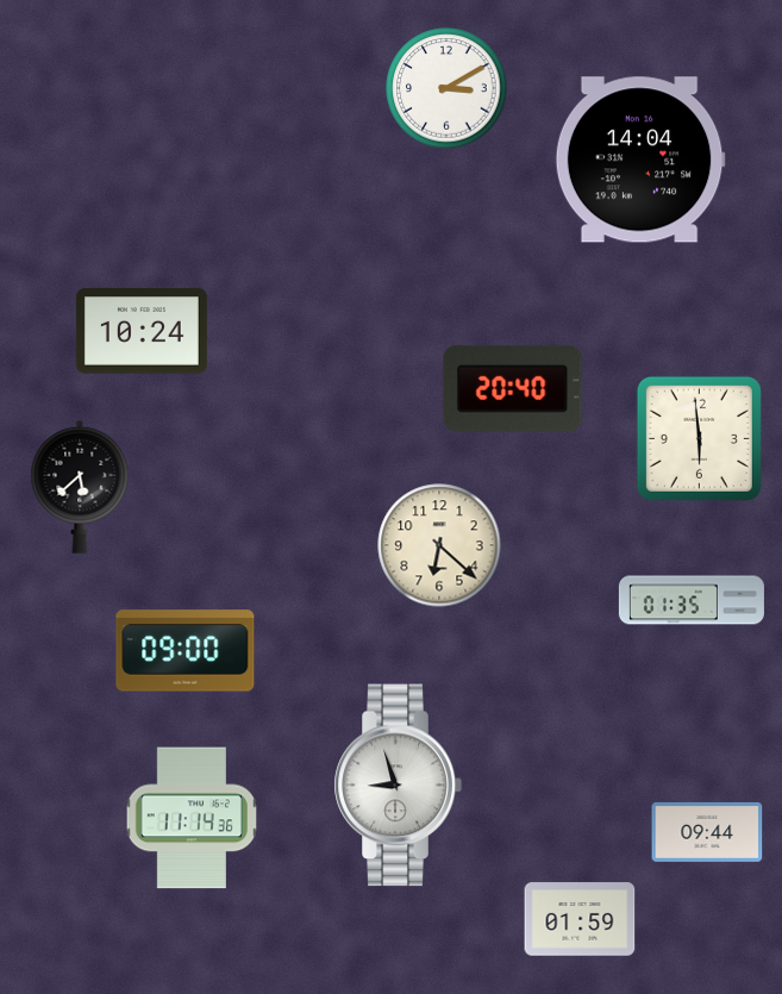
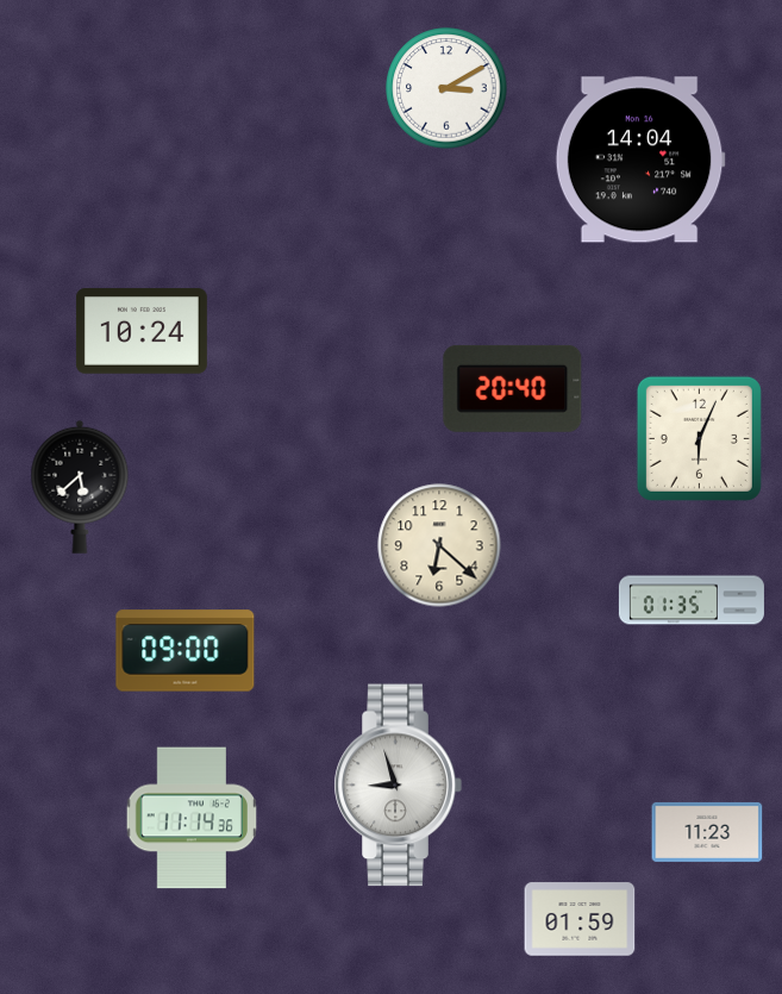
clock at (699, 438): 5:59 -> 6:04
clock at (707, 832): 09:44 -> 11:23
